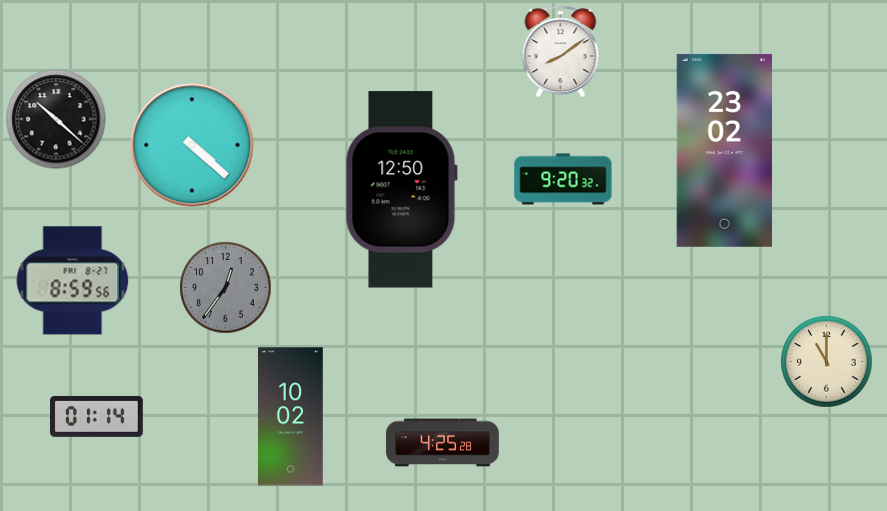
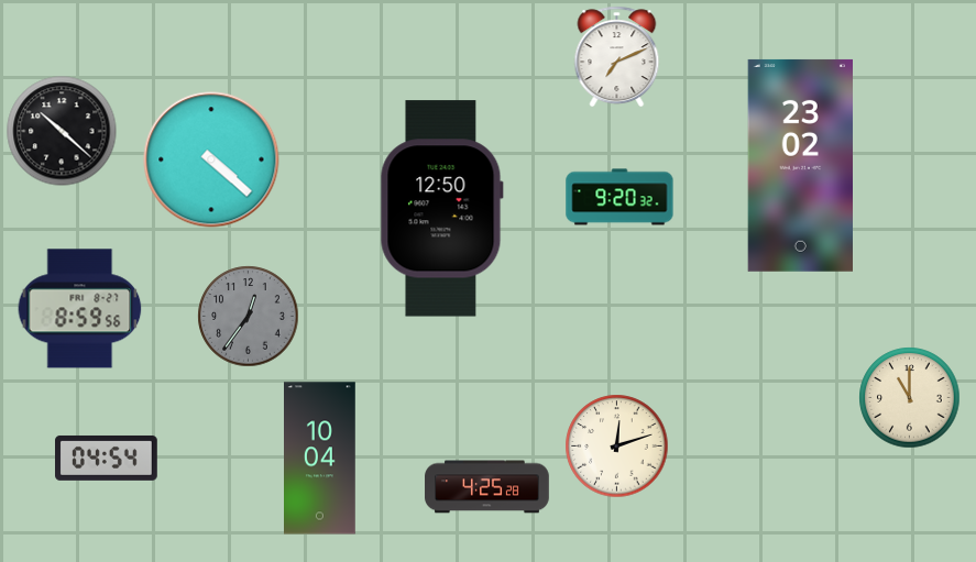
clock at (561, 52): 8:09 -> 7:11
clock at (724, 150) position: (724, 150) -> (800, 165)
clock at (617, 447): none -> 12:12
clock at (97, 416): 01:14 -> 04:54
clock at (291, 417): 10:02 -> 10:04
